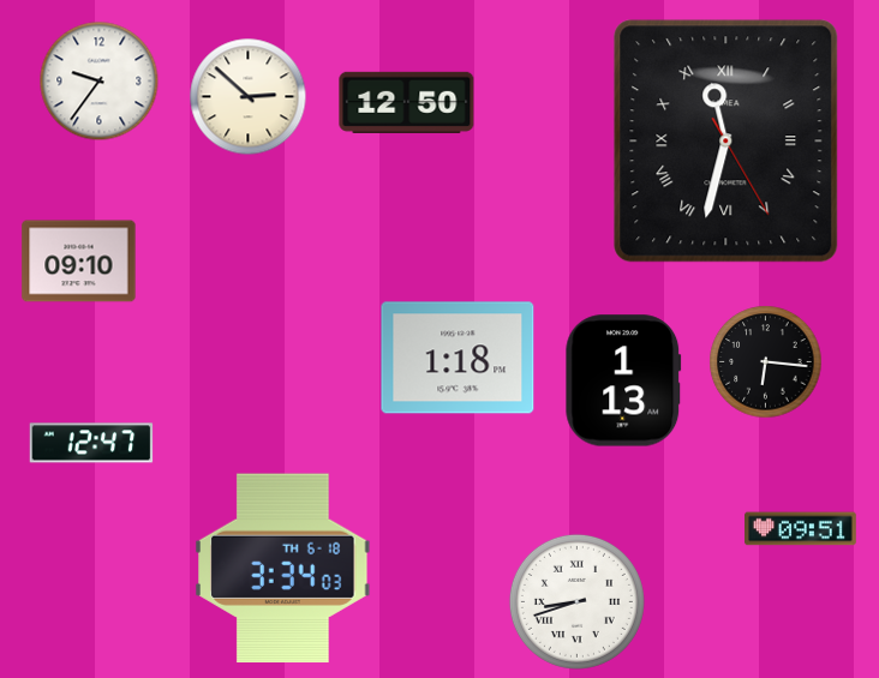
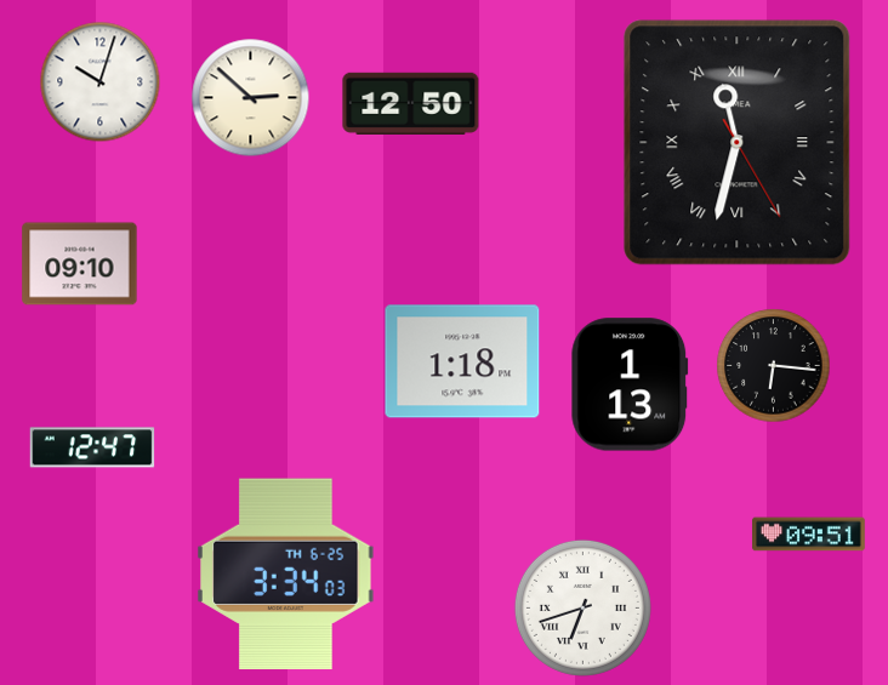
clock at (100, 82): 9:36 -> 10:03
clock at (726, 142) position: (726, 142) -> (738, 143)
clock at (283, 569) date: TH 6-18 -> TH 6-25
clock at (576, 601): 8:42 -> 6:42
